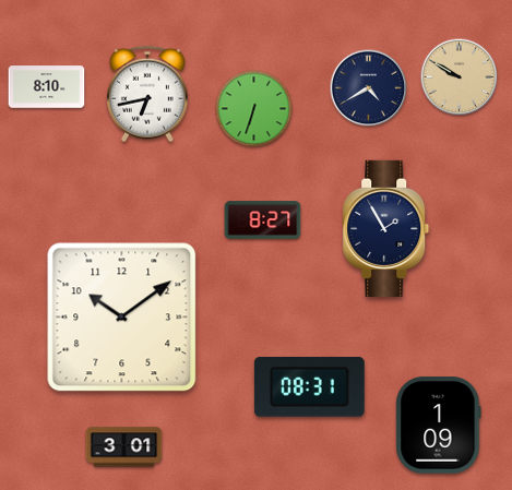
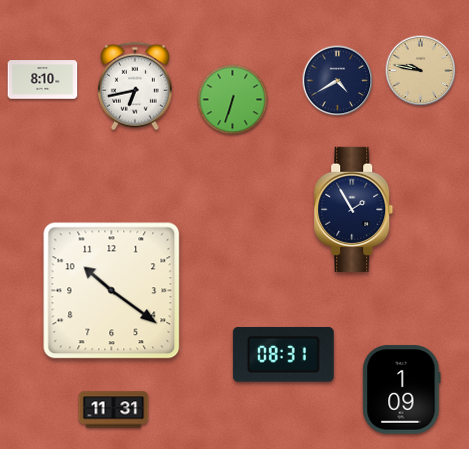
clock at (460, 77): 9:50 -> 9:47
clock at (263, 220): 8:27 -> none
clock at (122, 318): 10:09 -> 10:21
clock at (124, 447): 3:01 -> 11:31
